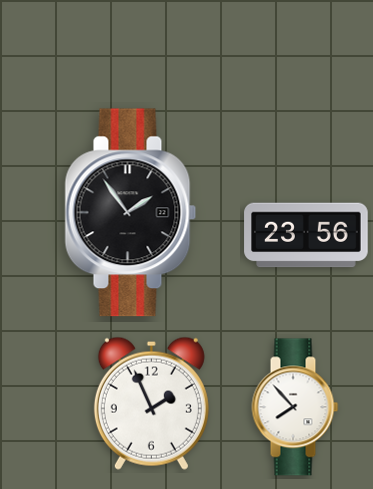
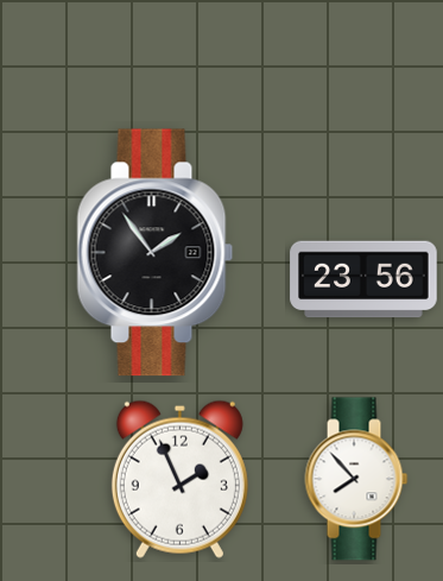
clock at (295, 407) position: (295, 407) -> (356, 479)
